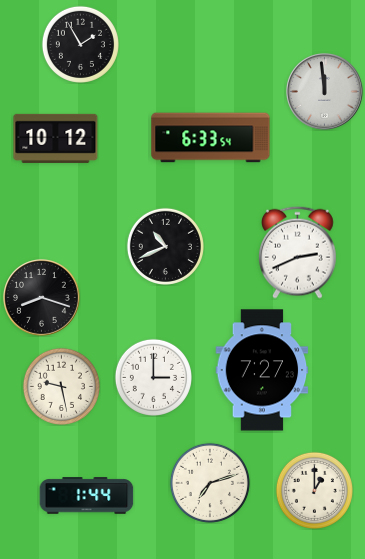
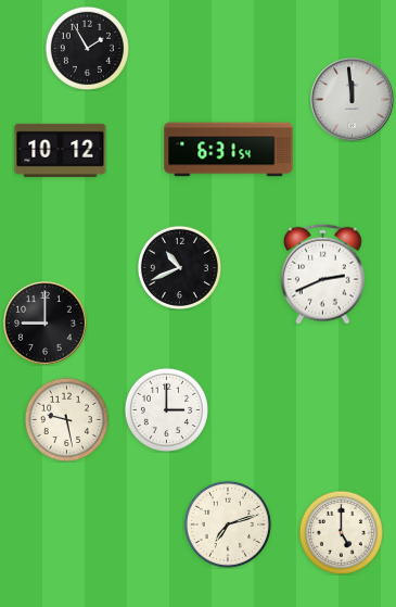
clock at (211, 138): 6:33 -> 6:31
clock at (42, 298): 8:18 -> 9:00
clock at (262, 370): 7:27 -> none
clock at (314, 490): 1:00 -> 5:00
clock at (87, 496): 1:44 -> none
